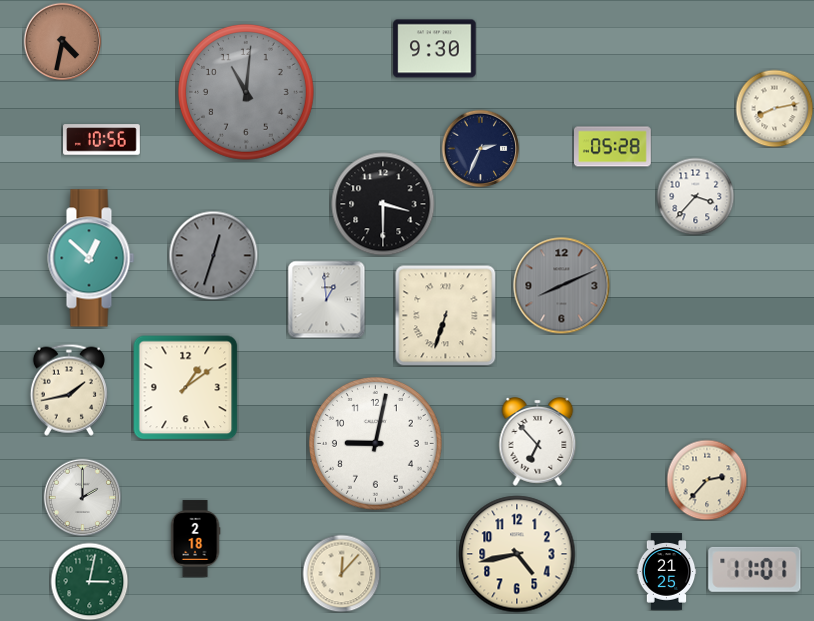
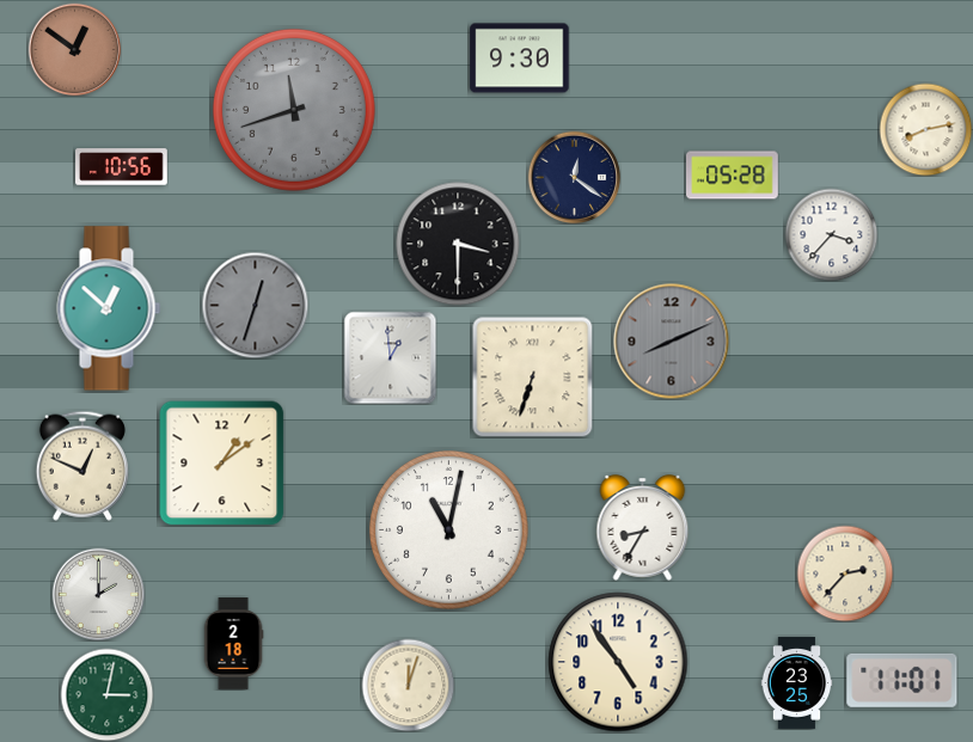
clock at (62, 41): 4:32 -> 12:51
clock at (246, 92): 11:01 -> 11:42
clock at (480, 148): 2:34 -> 12:21
clock at (69, 390): 1:43 -> 12:49
clock at (538, 442): 6:53 -> 8:35
clock at (376, 444): 9:02 -> 11:02
clock at (517, 554): 4:43 -> 4:54
clock at (667, 572): 21:25 -> 23:25
clock at (341, 573): 12:07 -> 12:03
